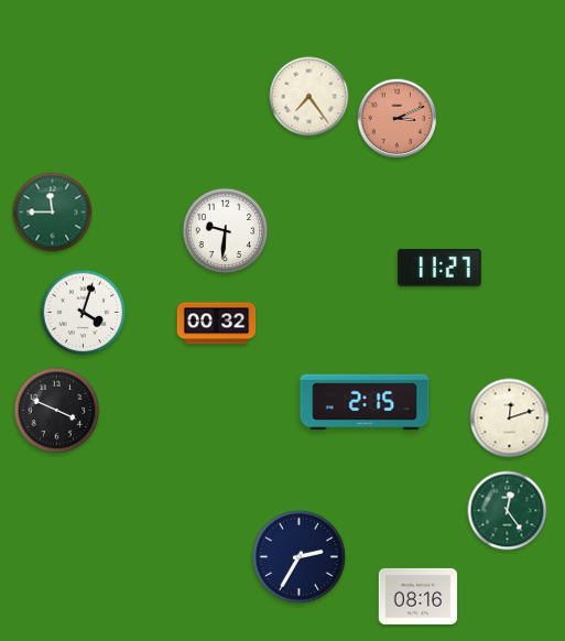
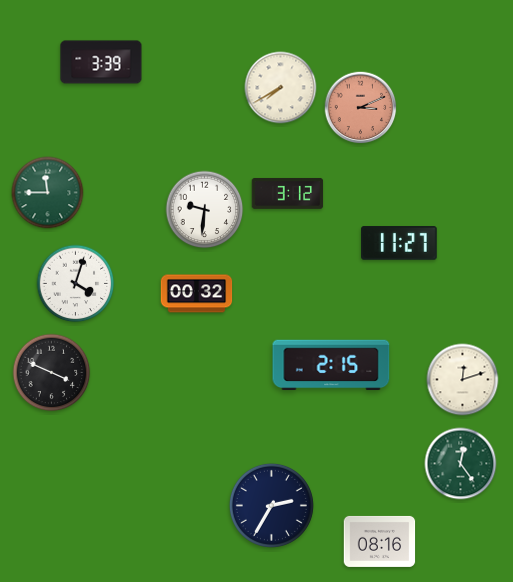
clock at (101, 62): none -> 3:39
clock at (309, 97): 7:24 -> 7:40
clock at (288, 193): none -> 3:12
